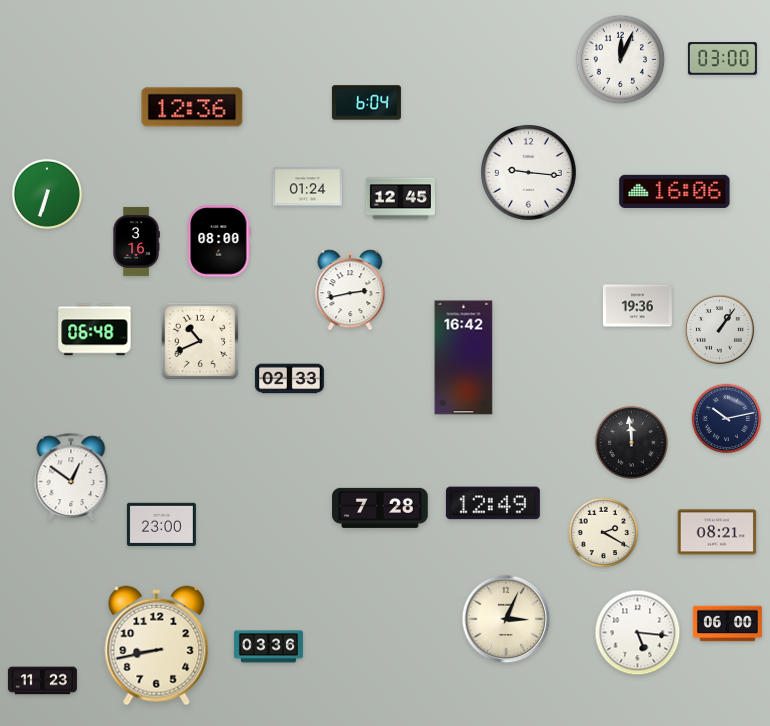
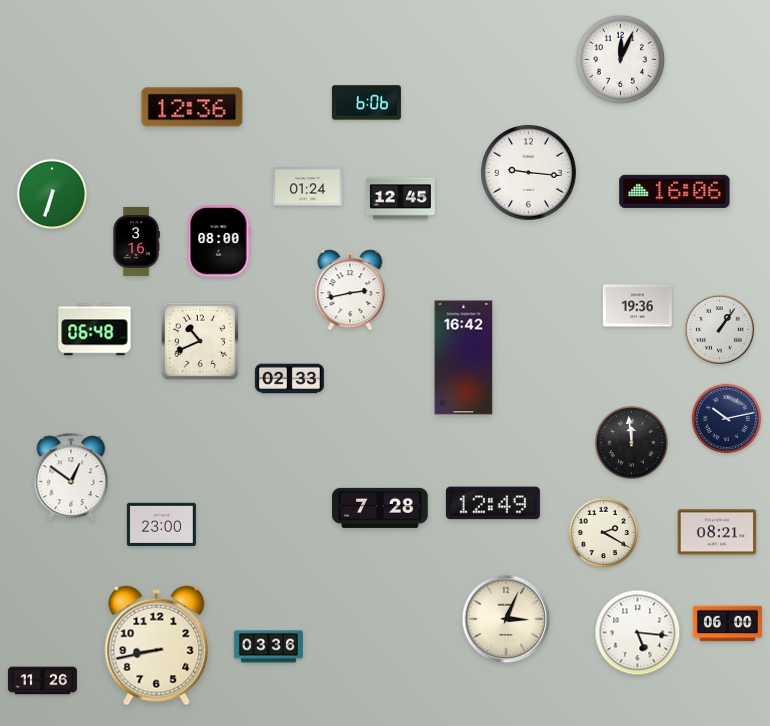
clock at (722, 59): 03:00 -> none
clock at (366, 103): 6:04 -> 6:06
clock at (47, 194) position: (47, 194) -> (52, 194)
clock at (42, 681): 11:23 -> 11:26
